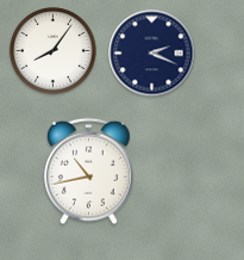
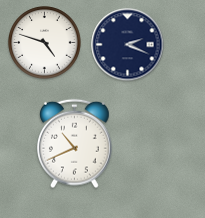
clock at (54, 51): 8:06 -> 4:48
clock at (89, 172): 10:43 -> 10:41
